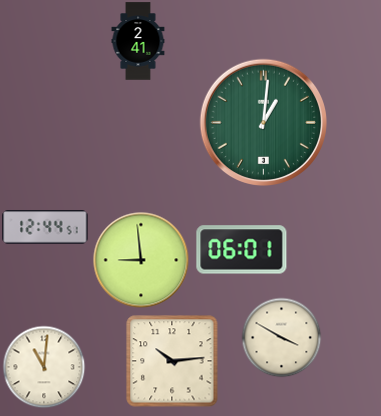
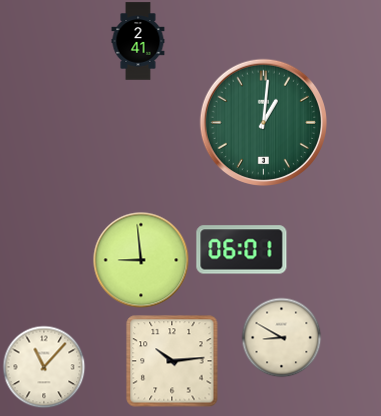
clock at (45, 227): 12:44 -> none
clock at (281, 337): 3:50 -> 8:50
clock at (44, 367): 11:01 -> 11:07
